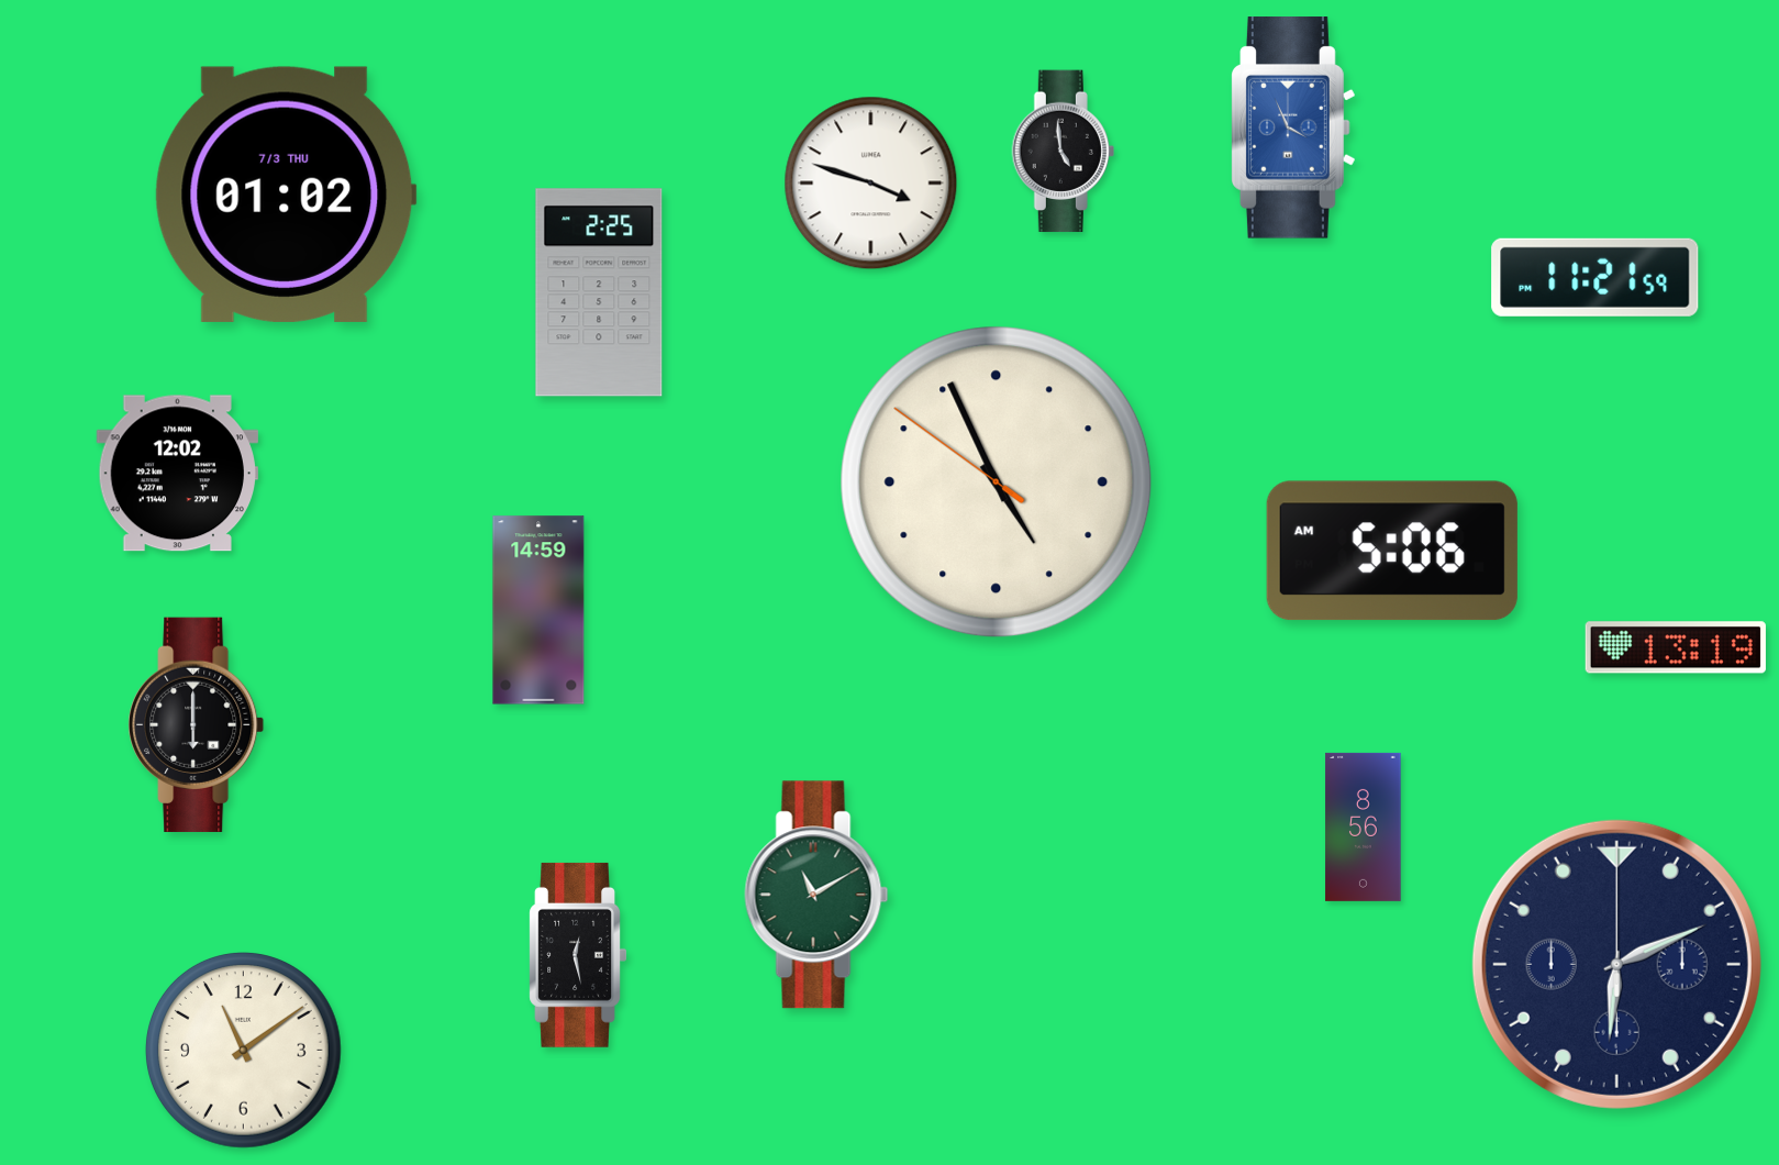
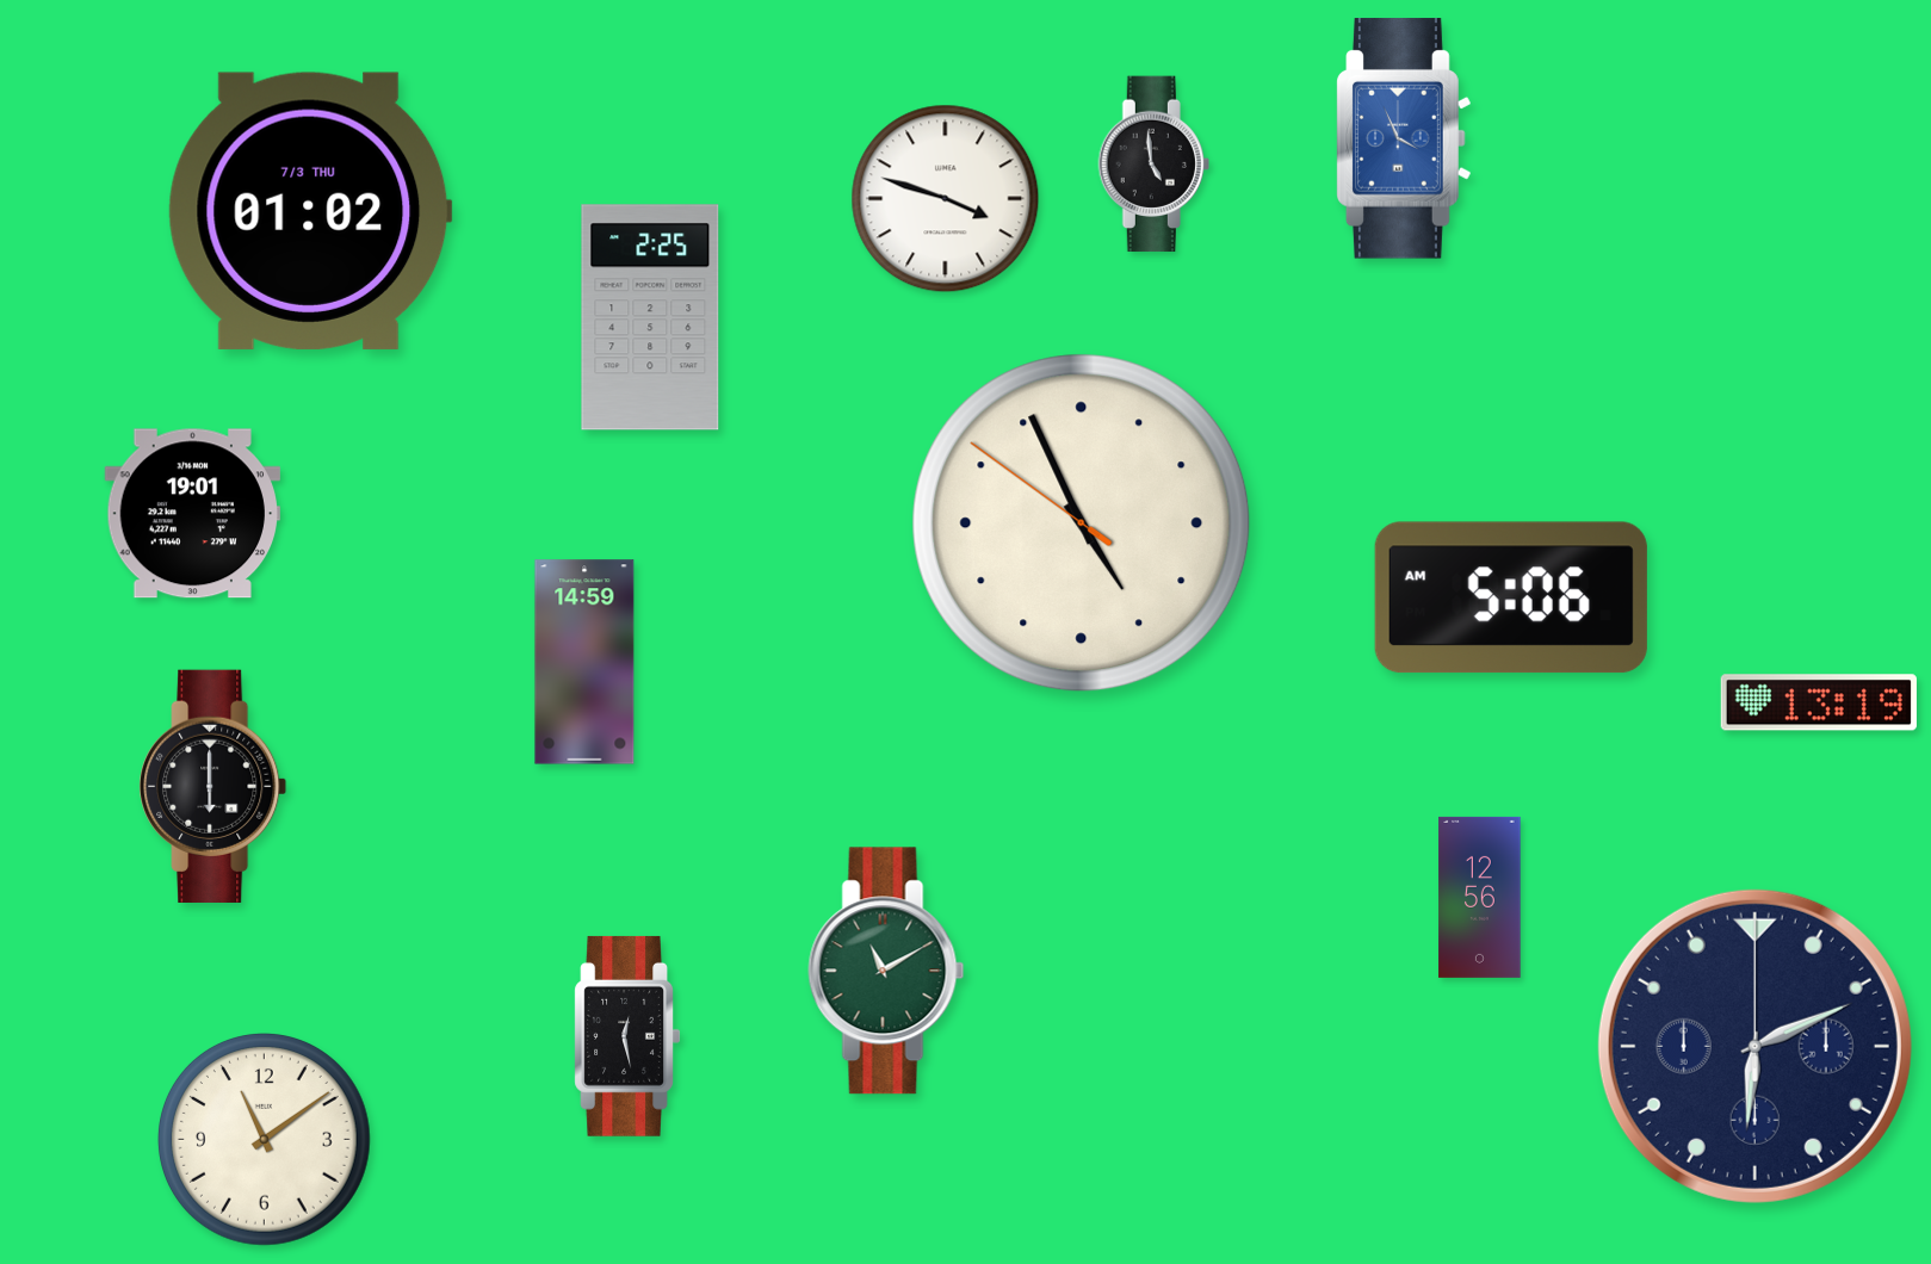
clock at (1595, 277): 11:21 -> none
clock at (177, 474): 12:02 -> 19:01
clock at (1364, 826): 8:56 -> 12:56
